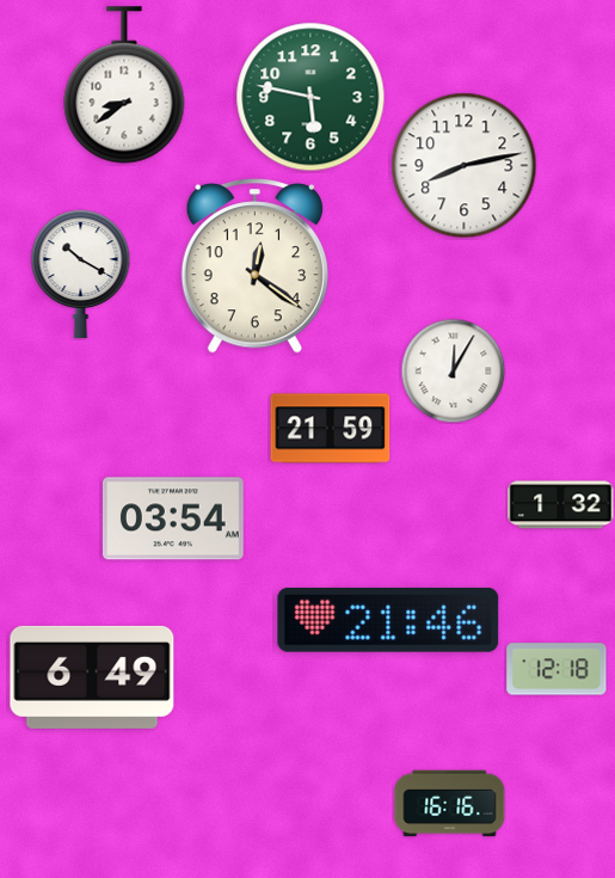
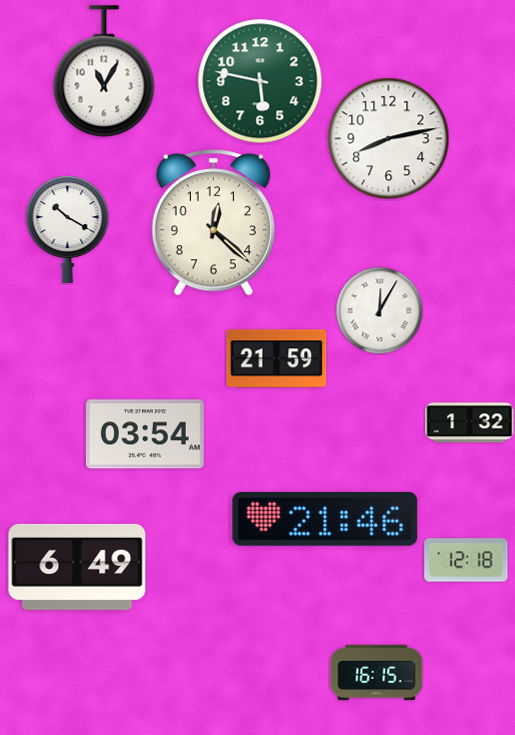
clock at (124, 85): 8:39 -> 11:05
clock at (254, 266): 12:21 -> 12:22
clock at (450, 804): 16:16 -> 16:15
